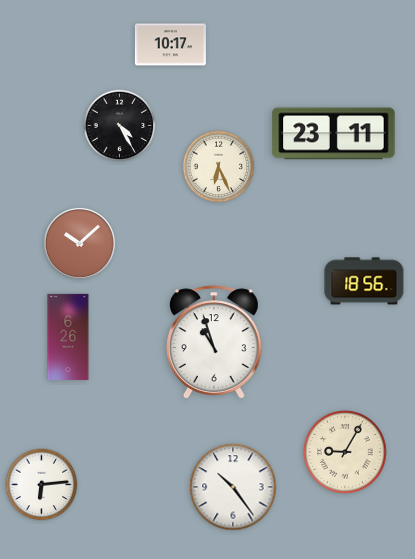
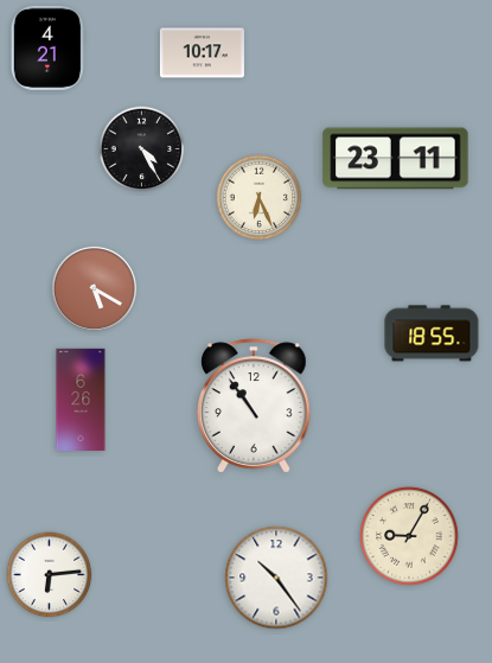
clock at (47, 47): none -> 4:21
clock at (79, 243): 10:08 -> 5:20
clock at (364, 281): 18:56 -> 18:55
clock at (215, 342): 10:57 -> 10:54
